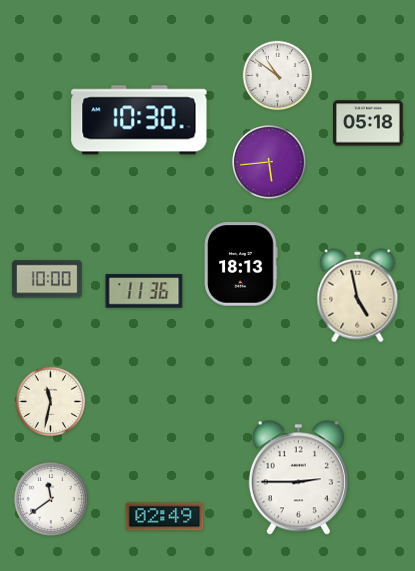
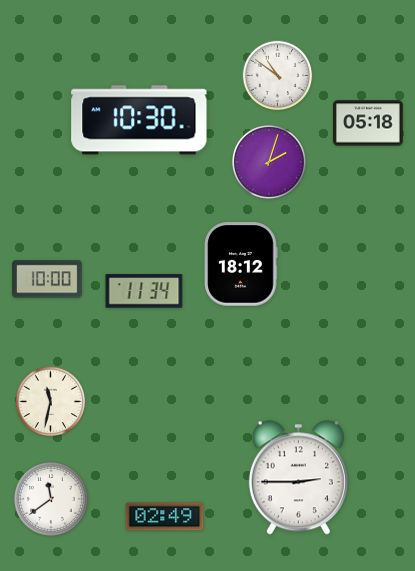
clock at (270, 163): 5:44 -> 2:03
clock at (241, 264): 18:13 -> 18:12
clock at (144, 291): 11:36 -> 11:34
clock at (358, 296): 4:58 -> none
